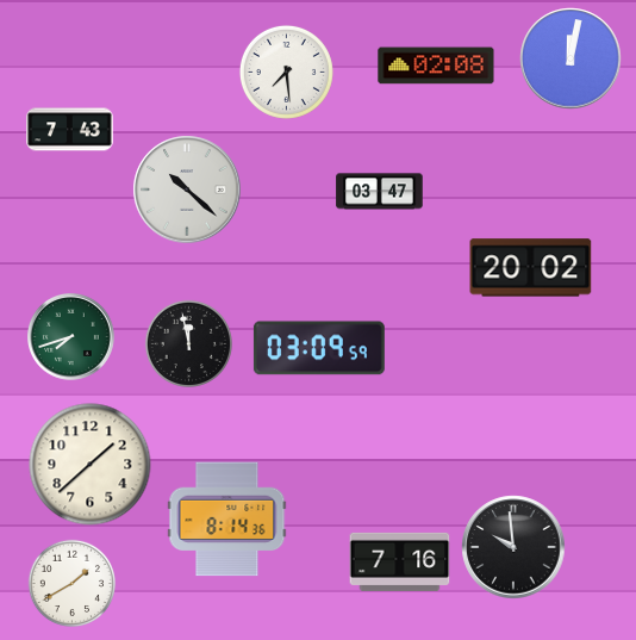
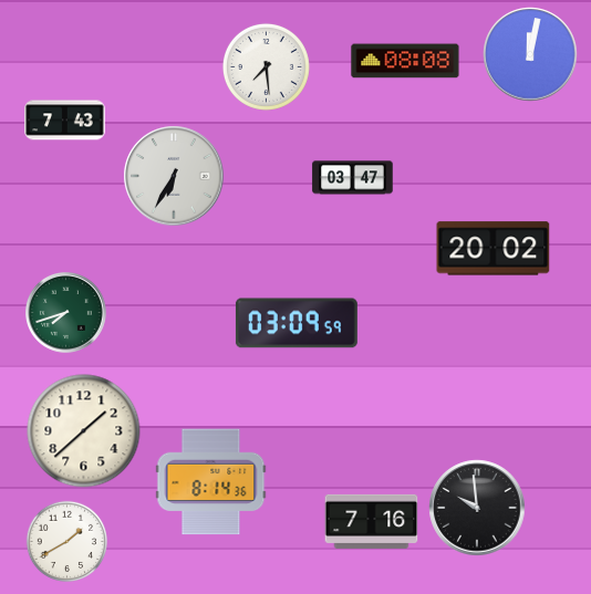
clock at (436, 66): 02:08 -> 08:08
clock at (187, 189): 10:22 -> 6:35
clock at (188, 343): 11:58 -> none
